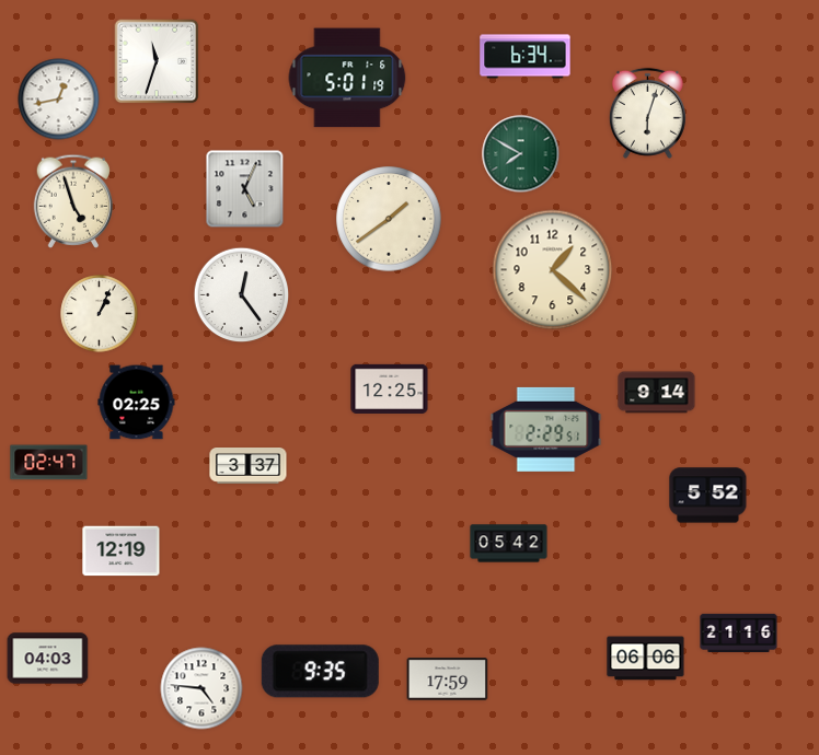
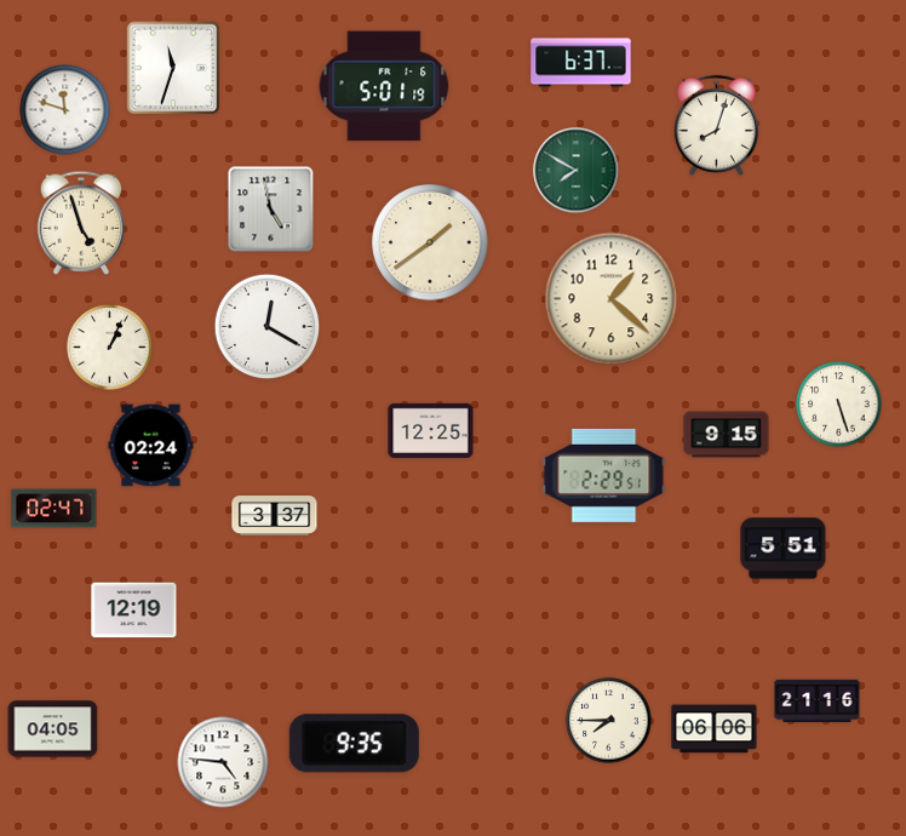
clock at (526, 57): 6:34 -> 6:37
clock at (59, 100): 12:43 -> 11:48
clock at (647, 113): 6:03 -> 8:03
clock at (245, 189): 5:04 -> 4:58
clock at (242, 295): 12:24 -> 12:20
clock at (839, 405): none -> 5:27
clock at (657, 393): 9:14 -> 9:15
clock at (137, 403): 02:25 -> 02:24
clock at (49, 463) position: (49, 463) -> (55, 509)
clock at (708, 496): 5:52 -> 5:51
clock at (509, 544): 05:42 -> none
clock at (609, 721): none -> 7:45
clock at (48, 659): 04:03 -> 04:05
clock at (448, 679): 17:59 -> none
